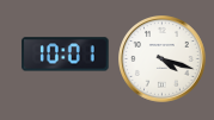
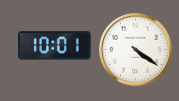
clock at (163, 59): 4:18 -> 4:21
